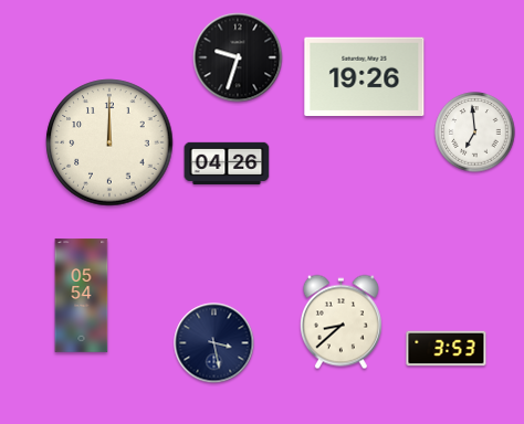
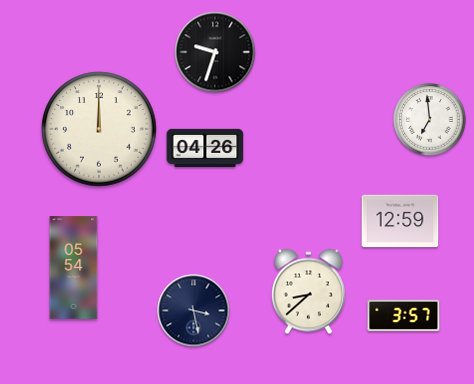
clock at (365, 76): 19:26 -> none
clock at (400, 221): none -> 12:59
clock at (447, 349): 3:53 -> 3:57
